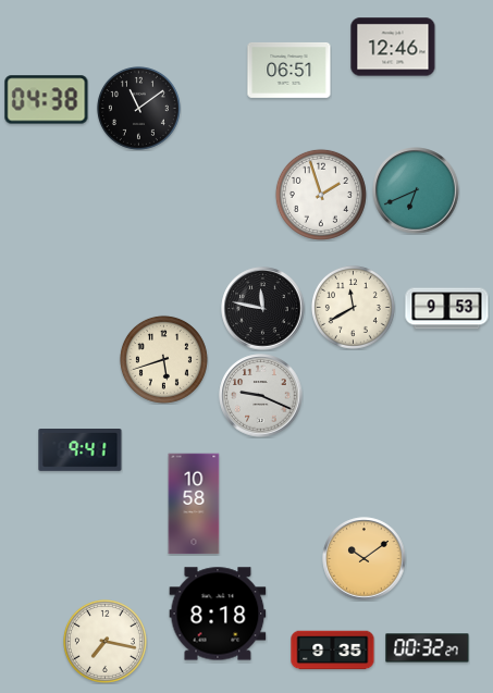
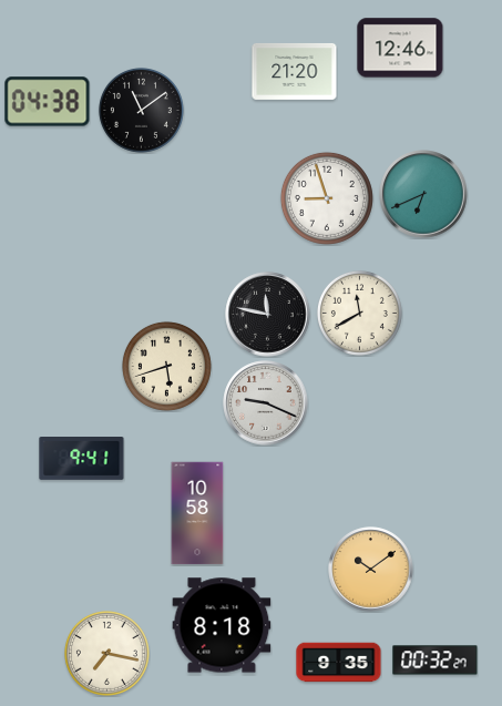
clock at (289, 70): 06:51 -> 21:20
clock at (321, 195): 1:57 -> 8:57
clock at (447, 309): 9:53 -> none
